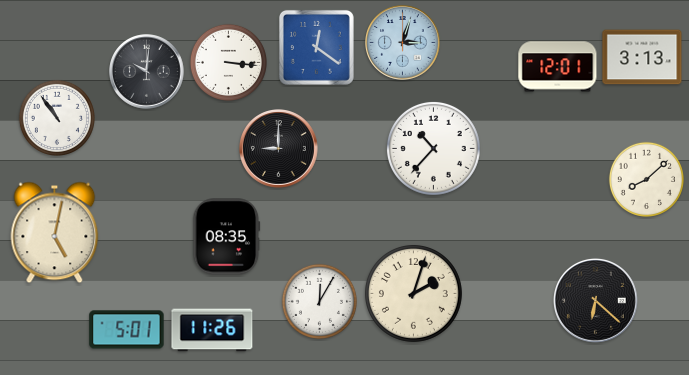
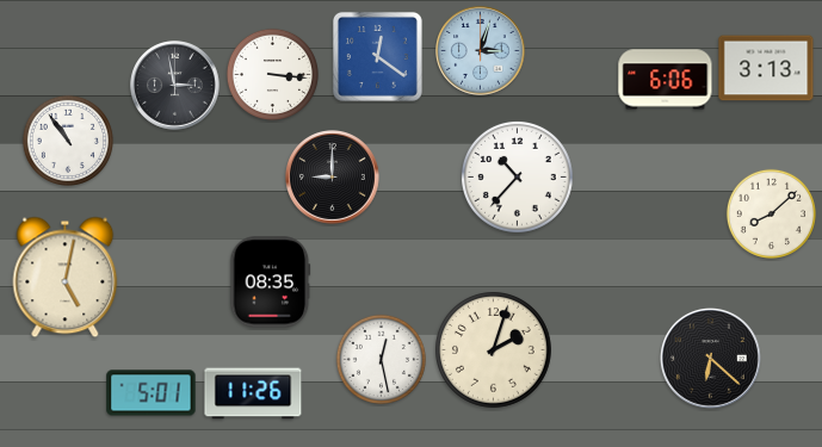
clock at (558, 67): 12:01 -> 6:06
clock at (147, 72): 10:01 -> 2:58
clock at (319, 301): 12:05 -> 12:28
